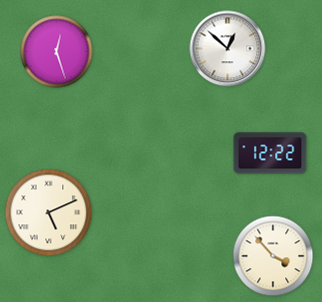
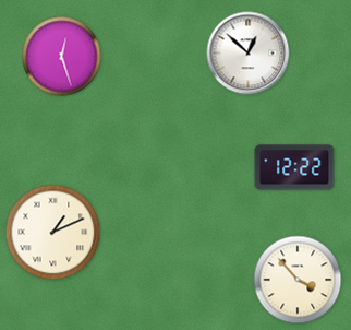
clock at (49, 213): 5:11 -> 1:11
